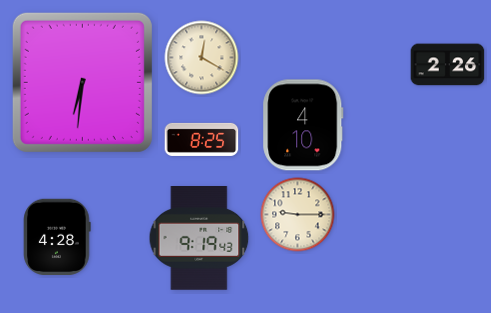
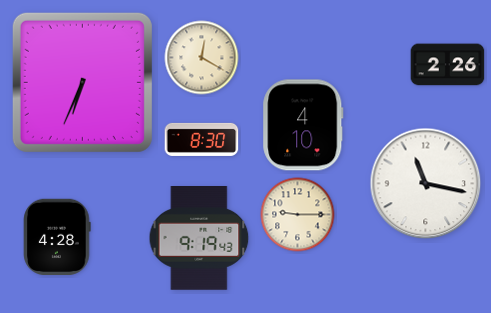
clock at (82, 82): 6:31 -> 6:34
clock at (202, 139): 8:25 -> 8:30
clock at (426, 184): none -> 11:17
